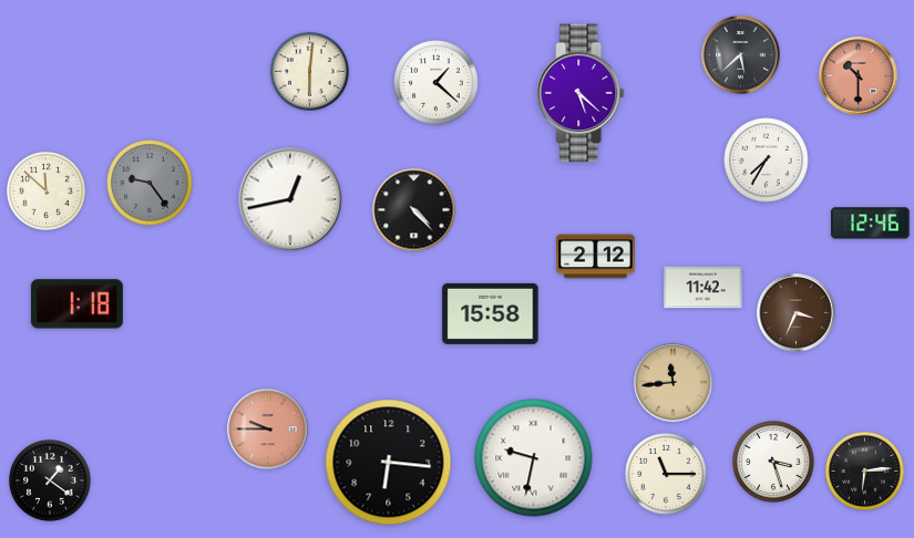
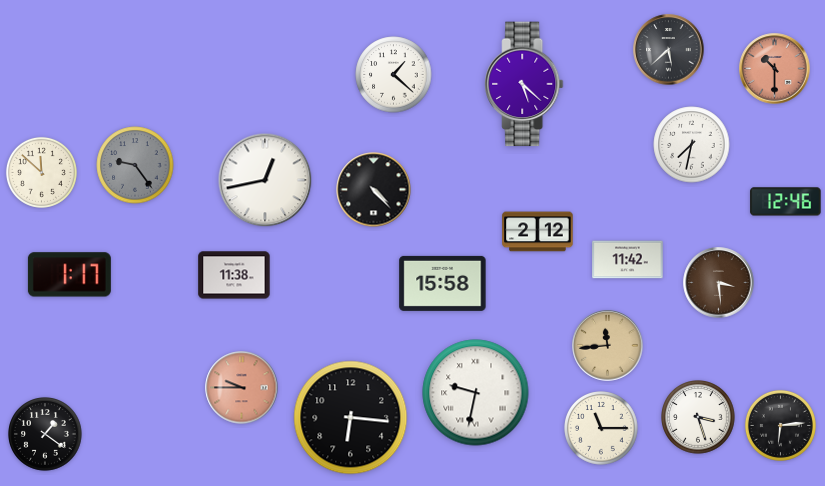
clock at (309, 71): 6:01 -> none
clock at (767, 161): 7:35 -> 7:32
clock at (290, 199) position: (290, 199) -> (265, 180)
clock at (704, 288) position: (704, 288) -> (628, 260)
clock at (76, 304): 1:18 -> 1:17
clock at (234, 275): none -> 11:38
clock at (797, 313): 3:34 -> 3:29
clock at (534, 458) position: (534, 458) -> (476, 393)
